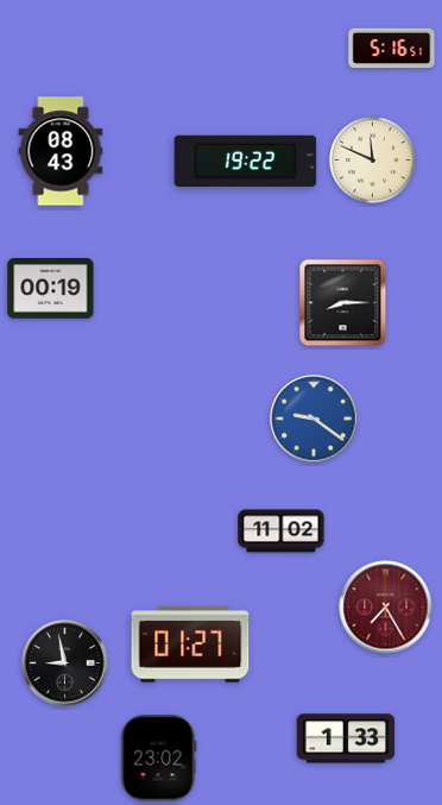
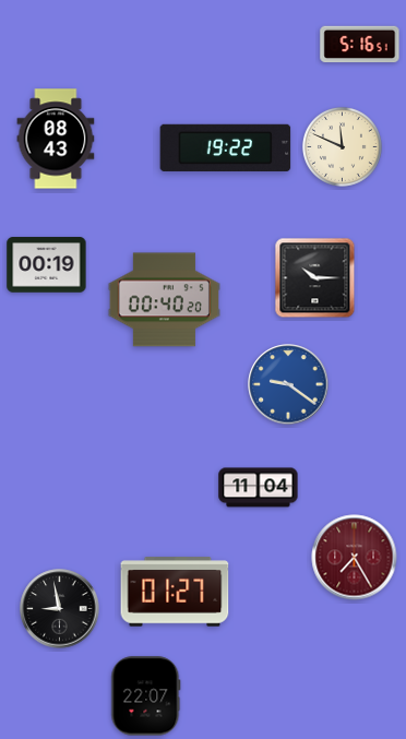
clock at (343, 303): 8:15 -> 10:15
clock at (164, 300): none -> 00:40
clock at (282, 532): 11:02 -> 11:04
clock at (346, 738): 1:33 -> none
clock at (159, 759): 23:02 -> 22:07
